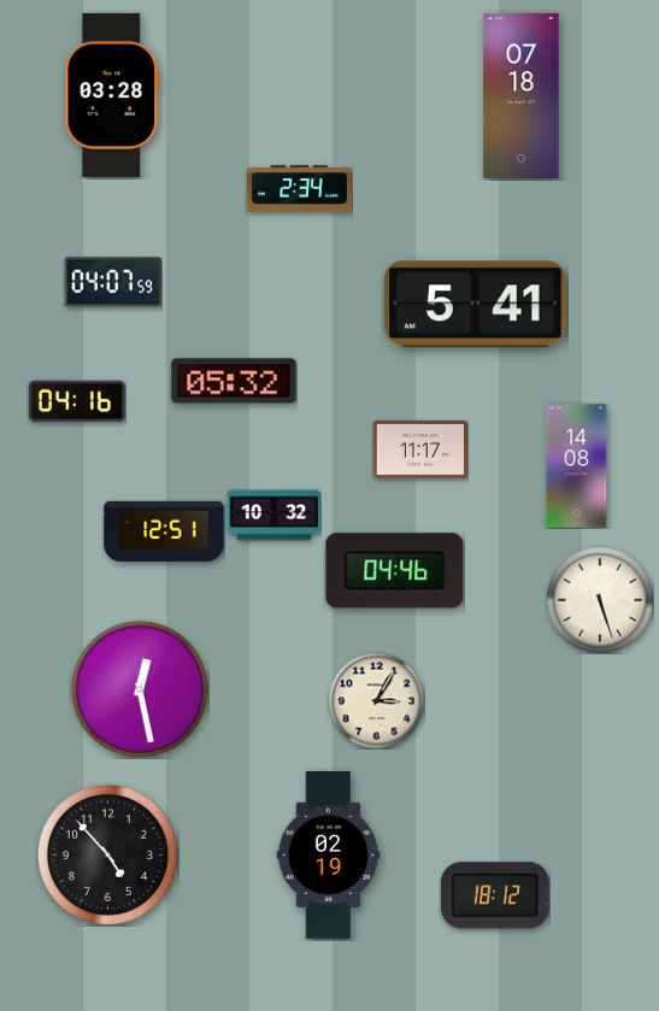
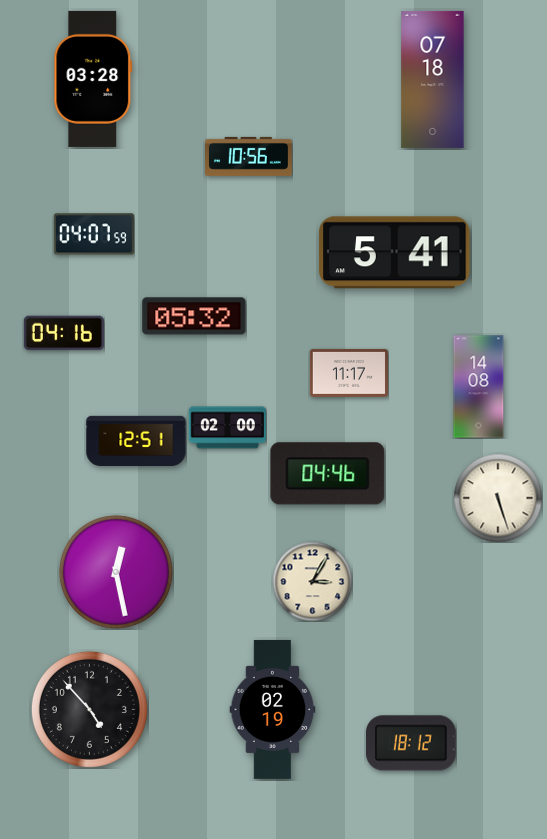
clock at (300, 188): 2:34 -> 10:56
clock at (273, 516): 10:32 -> 02:00
